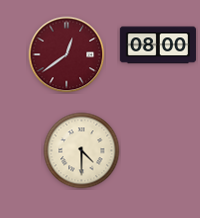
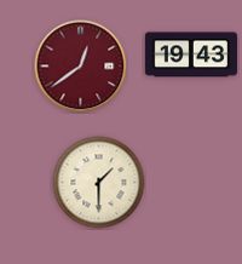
clock at (157, 45): 08:00 -> 19:43
clock at (82, 151): 4:30 -> 1:30
